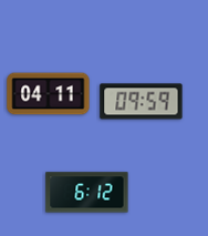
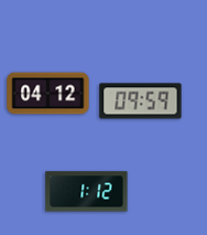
clock at (49, 94): 04:11 -> 04:12
clock at (87, 193): 6:12 -> 1:12
